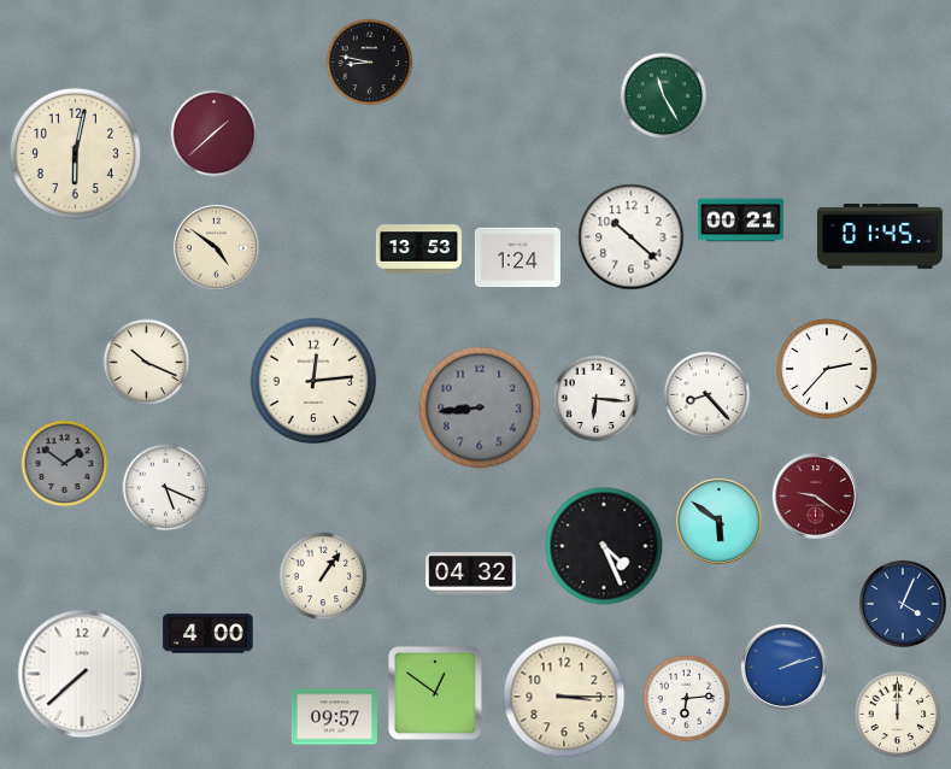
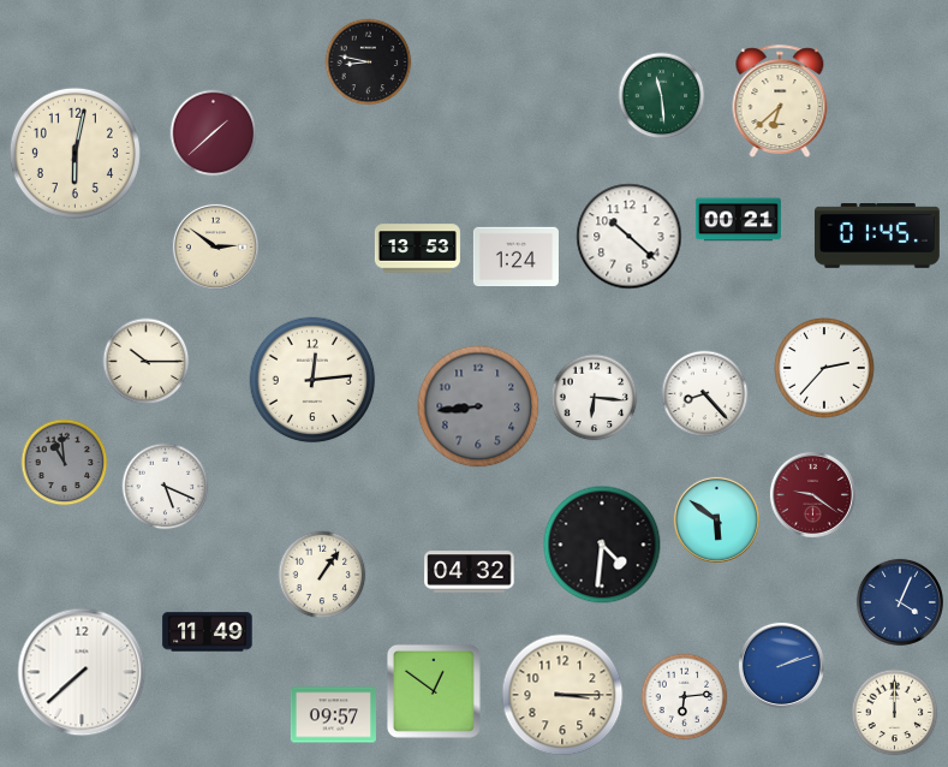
clock at (664, 96): 11:25 -> 11:29
clock at (780, 101): none -> 6:38
clock at (216, 247): 4:51 -> 2:51
clock at (147, 363): 10:19 -> 10:15
clock at (65, 464): 1:51 -> 10:59
clock at (604, 546): 4:26 -> 4:31
clock at (209, 634): 4:00 -> 11:49
